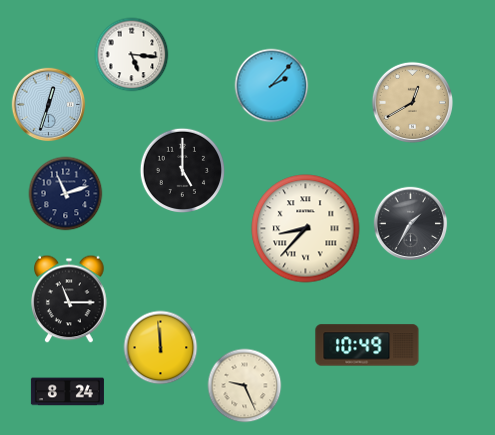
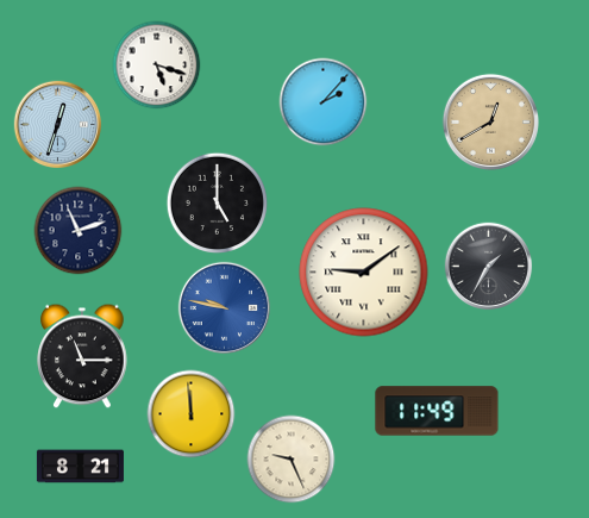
clock at (132, 55): 5:16 -> 5:18
clock at (306, 229): 8:37 -> 9:09
clock at (224, 307): none -> 9:47
clock at (367, 345): 10:49 -> 11:49
clock at (67, 392): 8:24 -> 8:21
